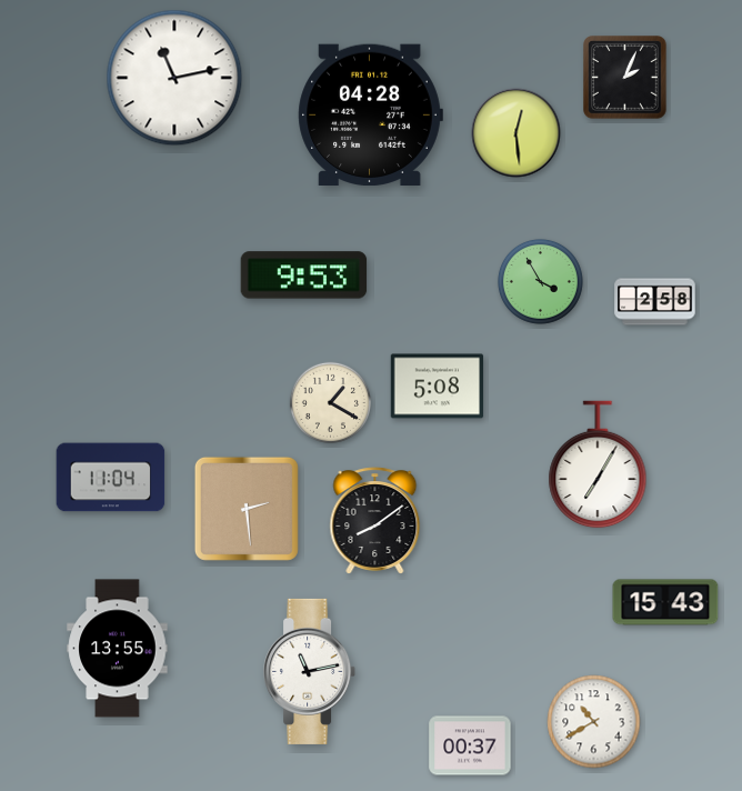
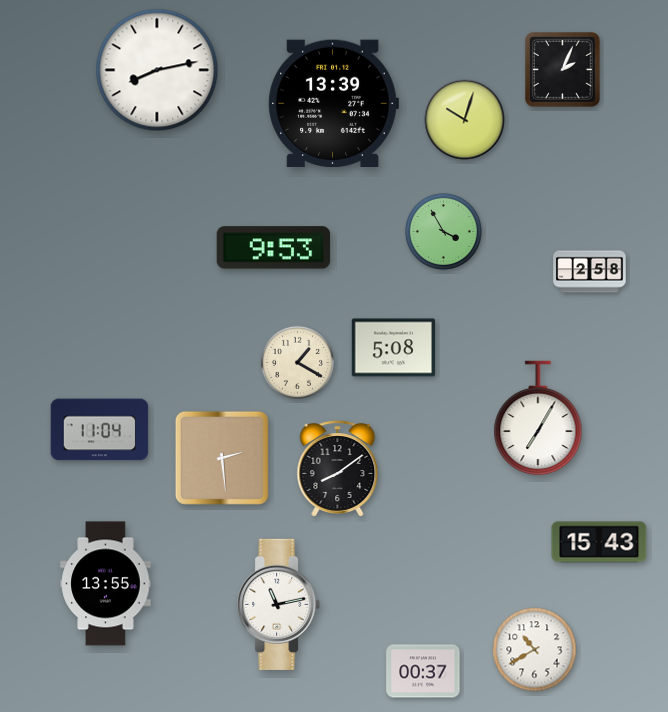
clock at (174, 78): 11:13 -> 8:13
clock at (370, 114): 04:28 -> 13:39
clock at (517, 133): 12:29 -> 10:03
clock at (540, 281) position: (540, 281) -> (443, 231)
